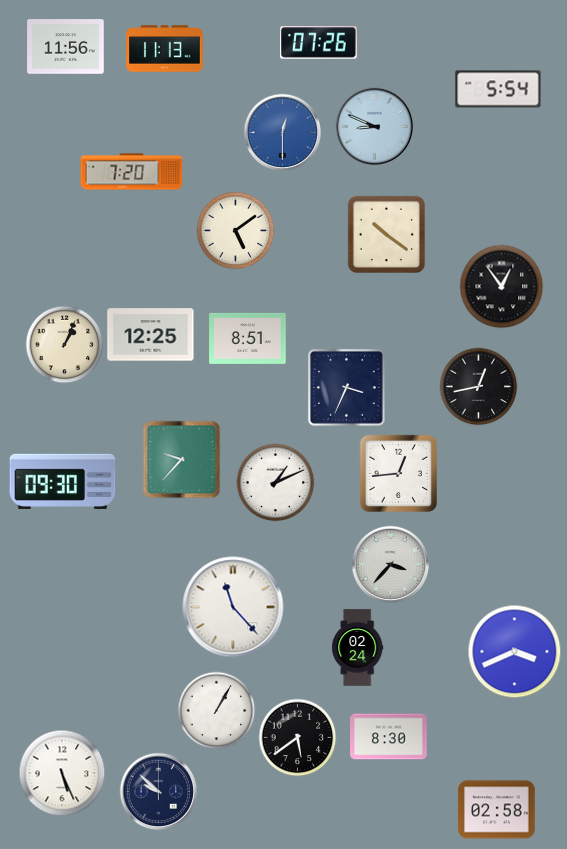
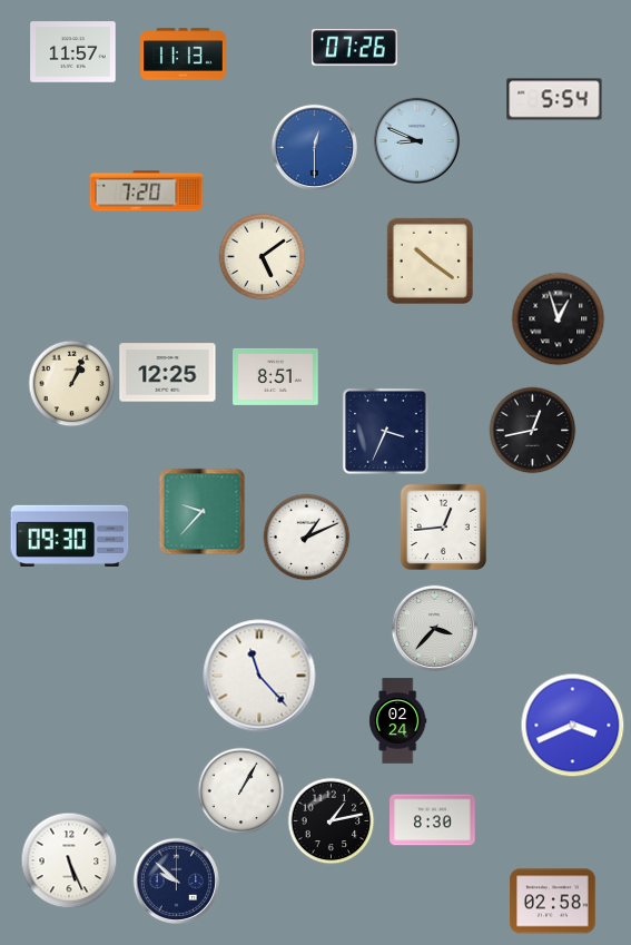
clock at (66, 47): 11:56 -> 11:57
clock at (501, 286): 12:54 -> 12:57
clock at (297, 737): 5:39 -> 1:13
